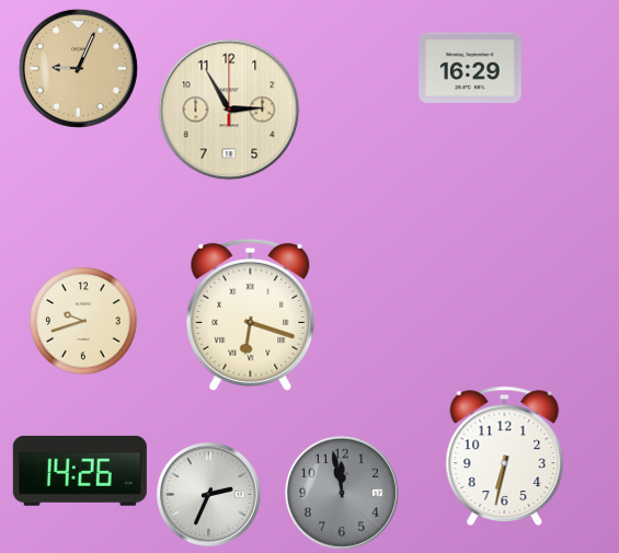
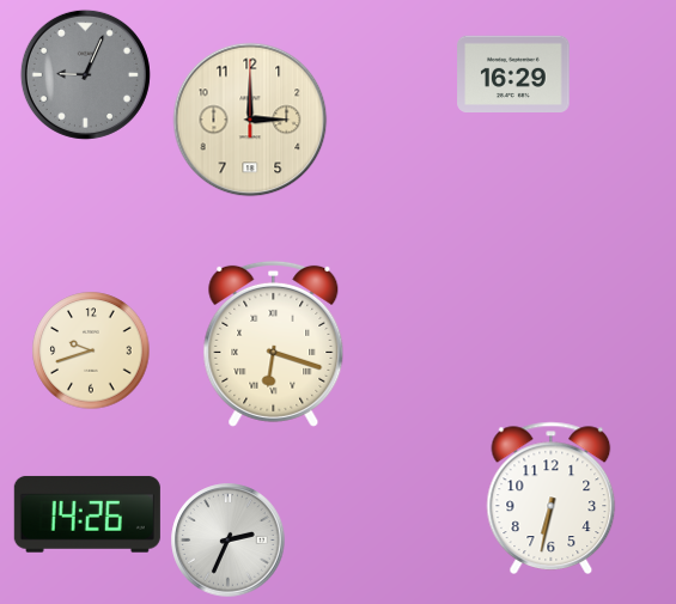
clock at (78, 68) dial: champagne -> grey
clock at (229, 110): 2:55 -> 3:00
clock at (342, 493): 11:58 -> none
